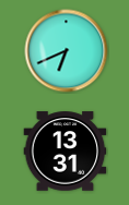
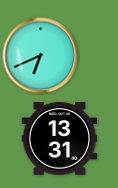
clock at (67, 51) position: (67, 51) -> (41, 56)
